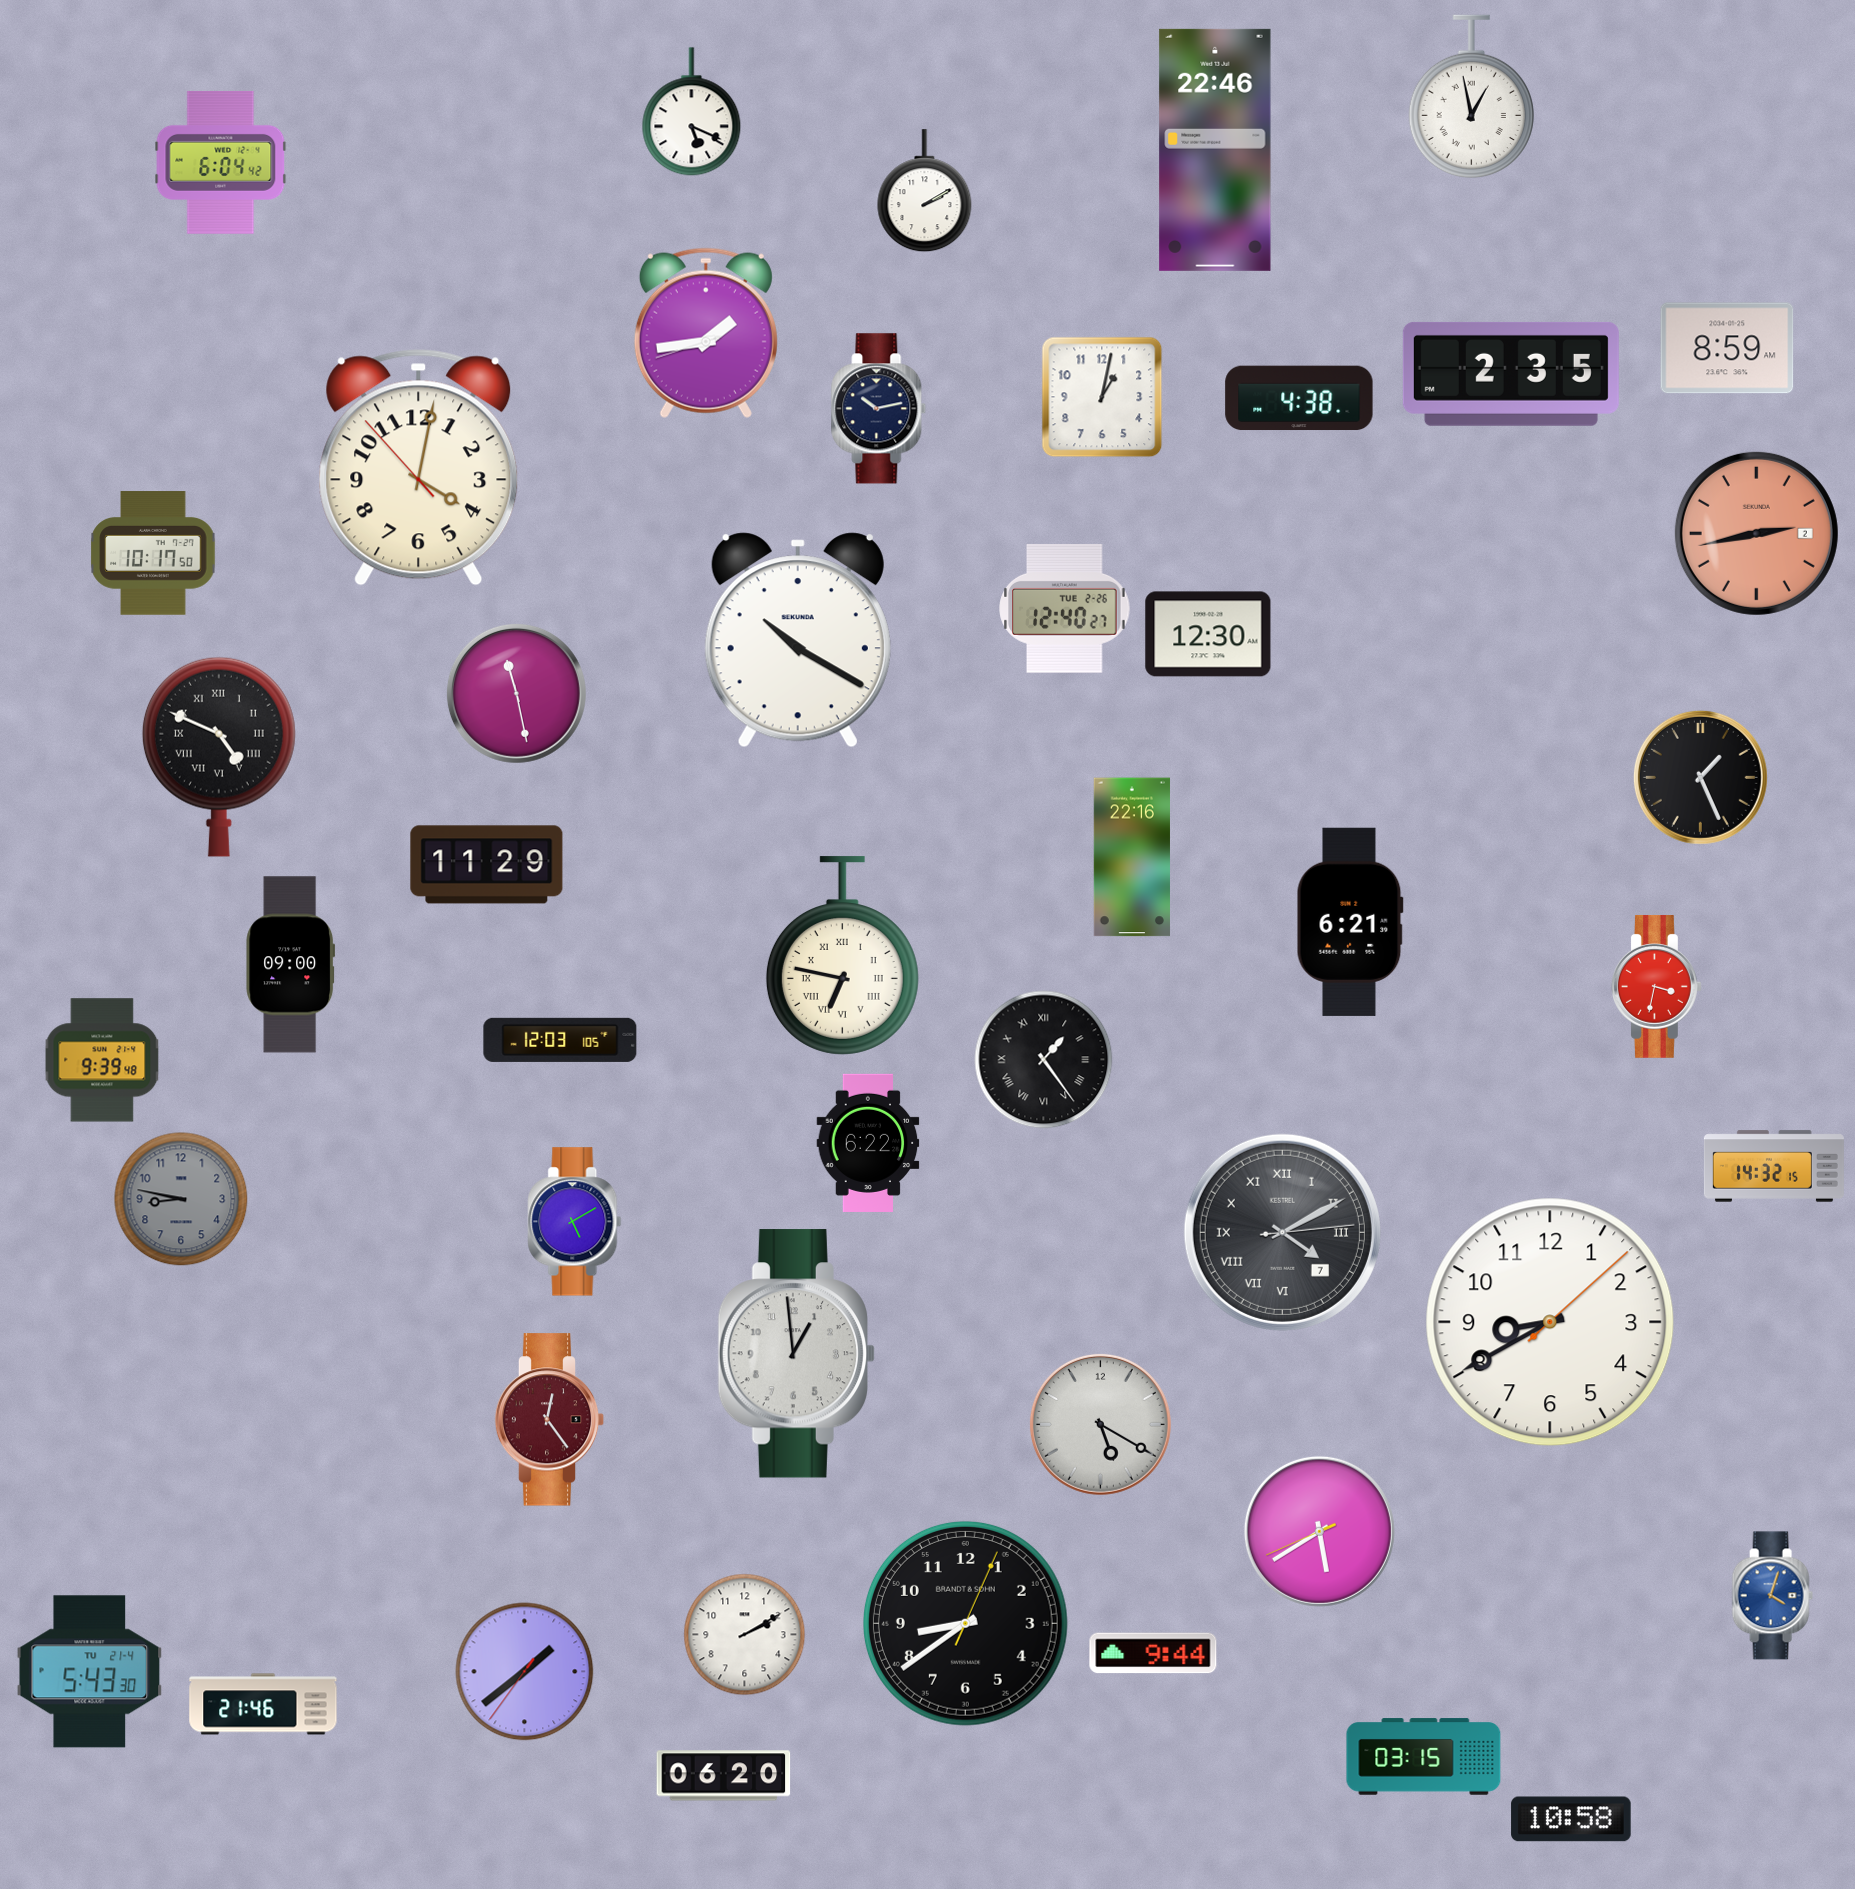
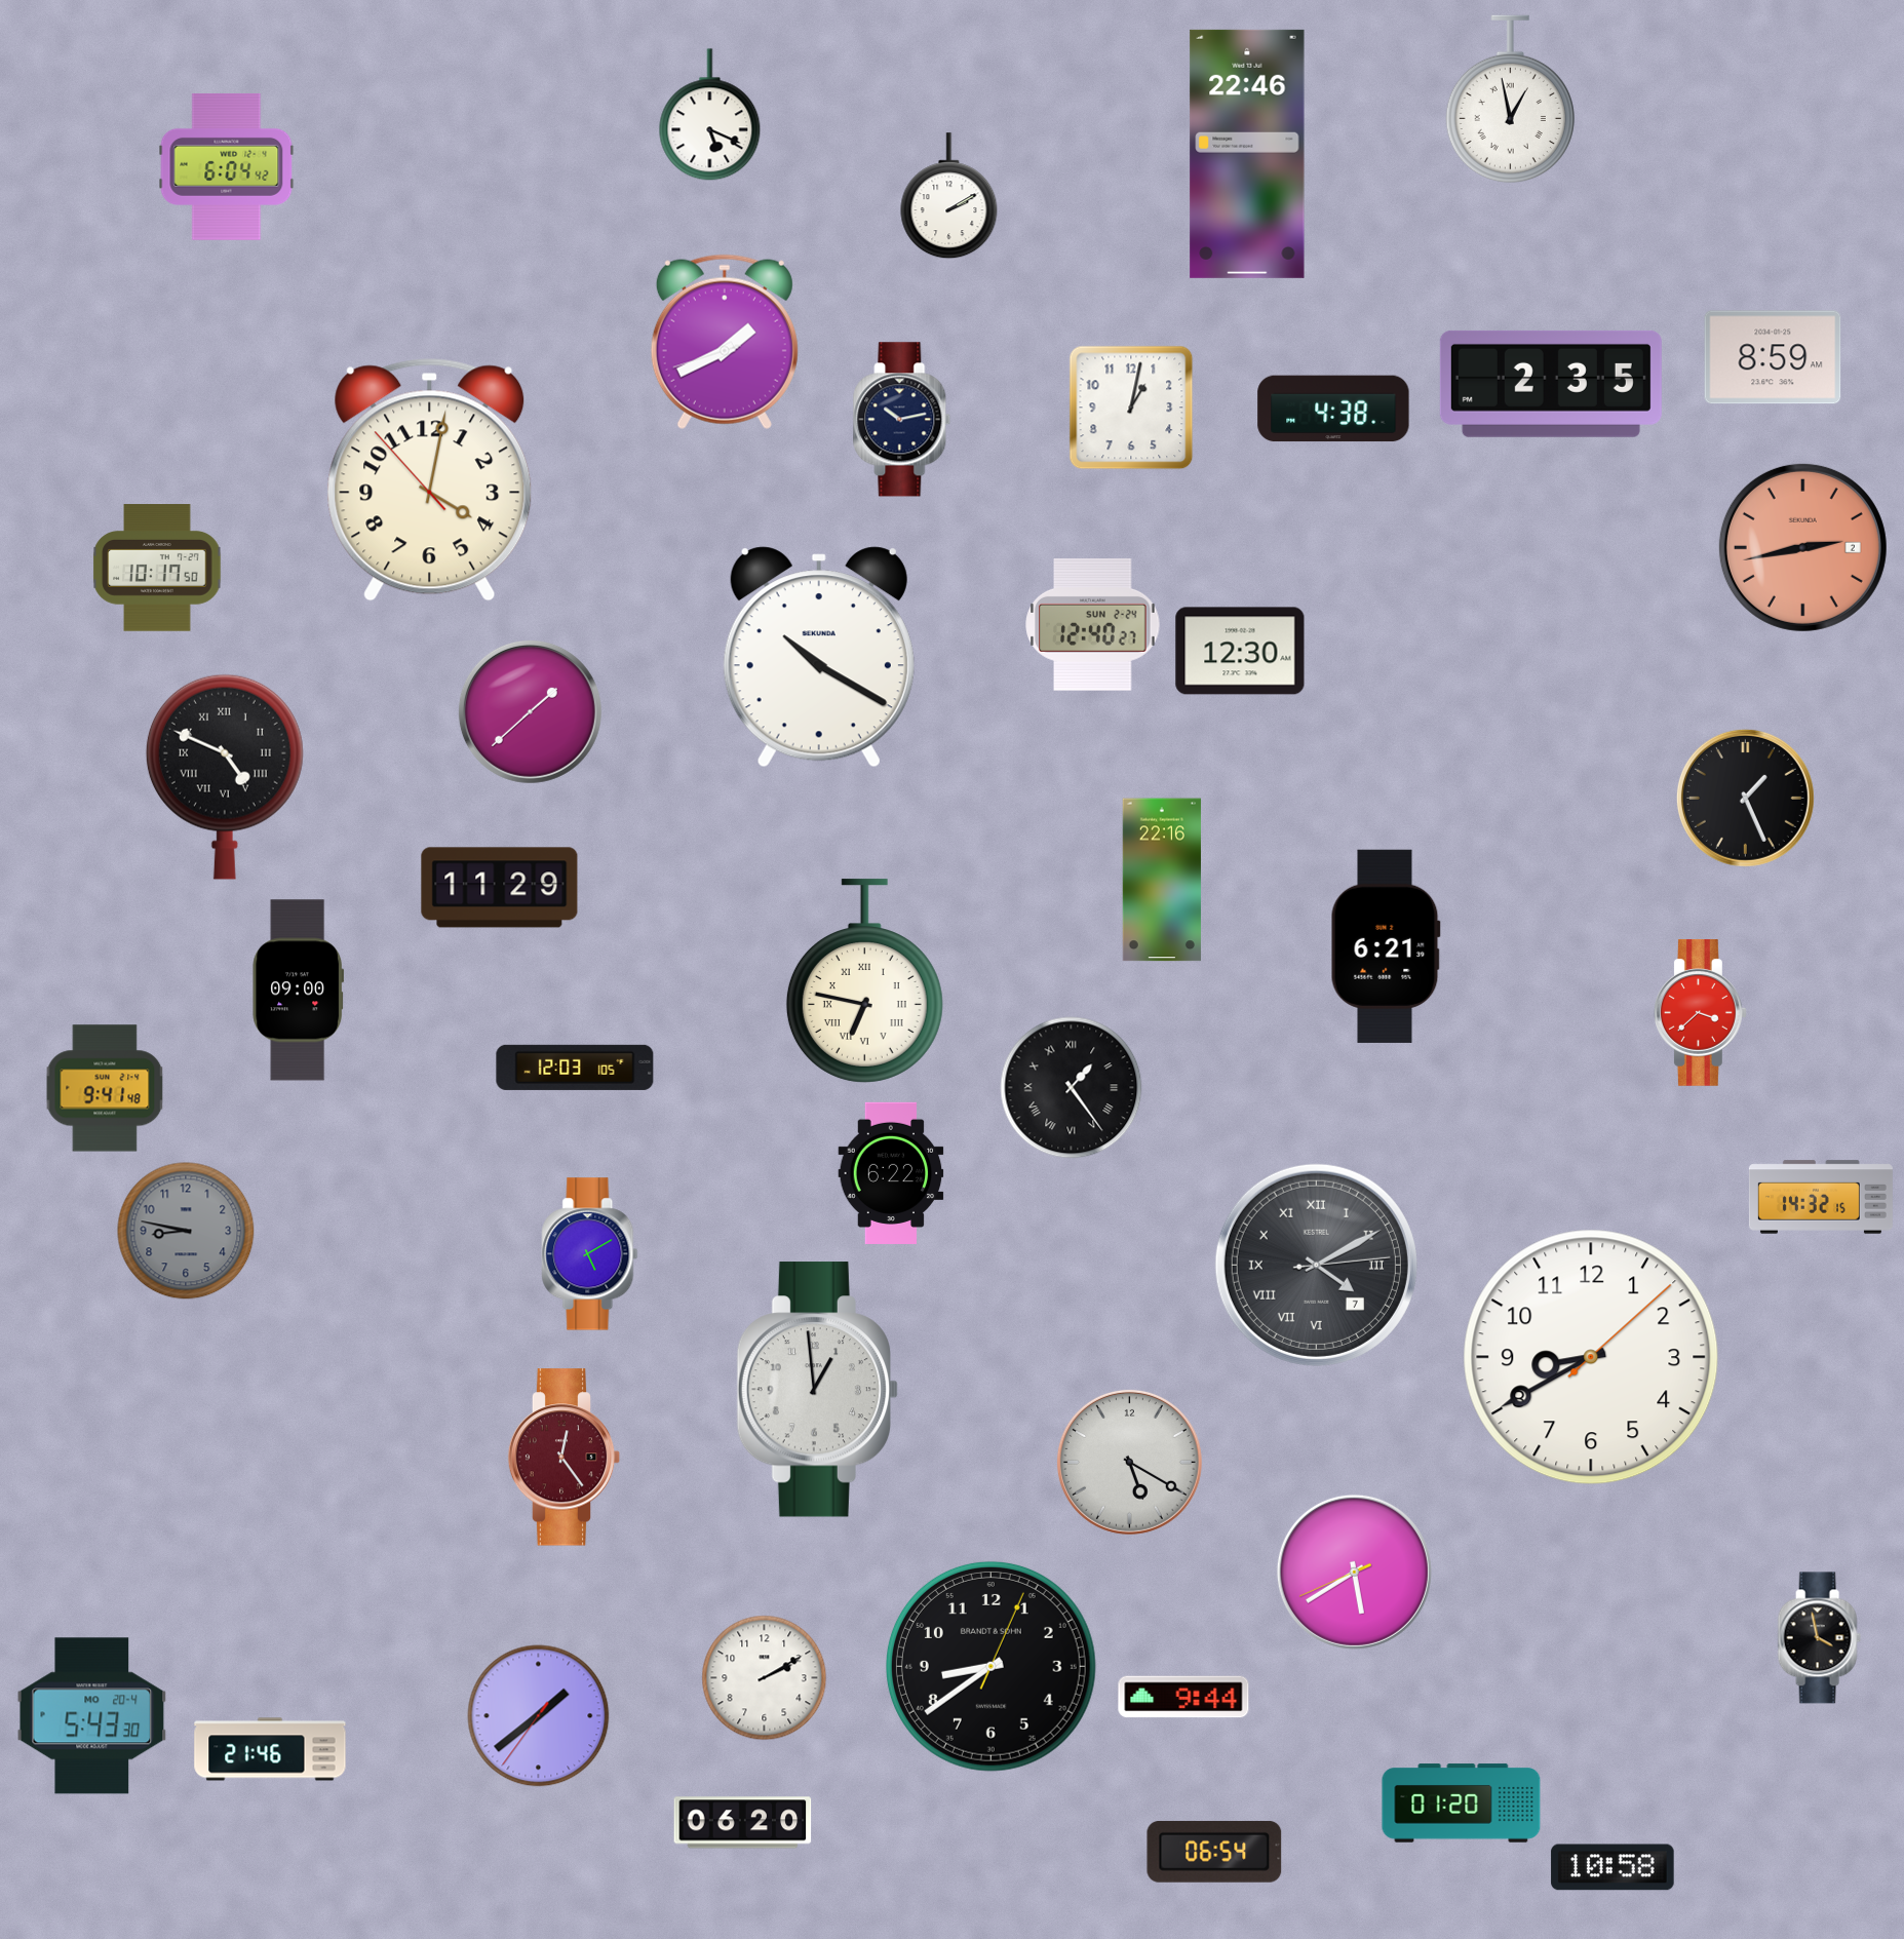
clock at (706, 333): 1:43 -> 1:40
clock at (1065, 608) date: TUE 2-26 -> SUN 2-24
clock at (516, 693): 11:28 -> 1:38
clock at (1656, 986): 3:32 -> 3:38
clock at (102, 1060): 9:39 -> 9:41
clock at (1772, 1596): 4:03 -> 3:58
clock at (1772, 1596) dial: blue -> black
clock at (90, 1672) date: TU 21-4 -> MO 20-4
clock at (1424, 1757): 03:15 -> 01:20
clock at (1214, 1852): none -> 06:54
